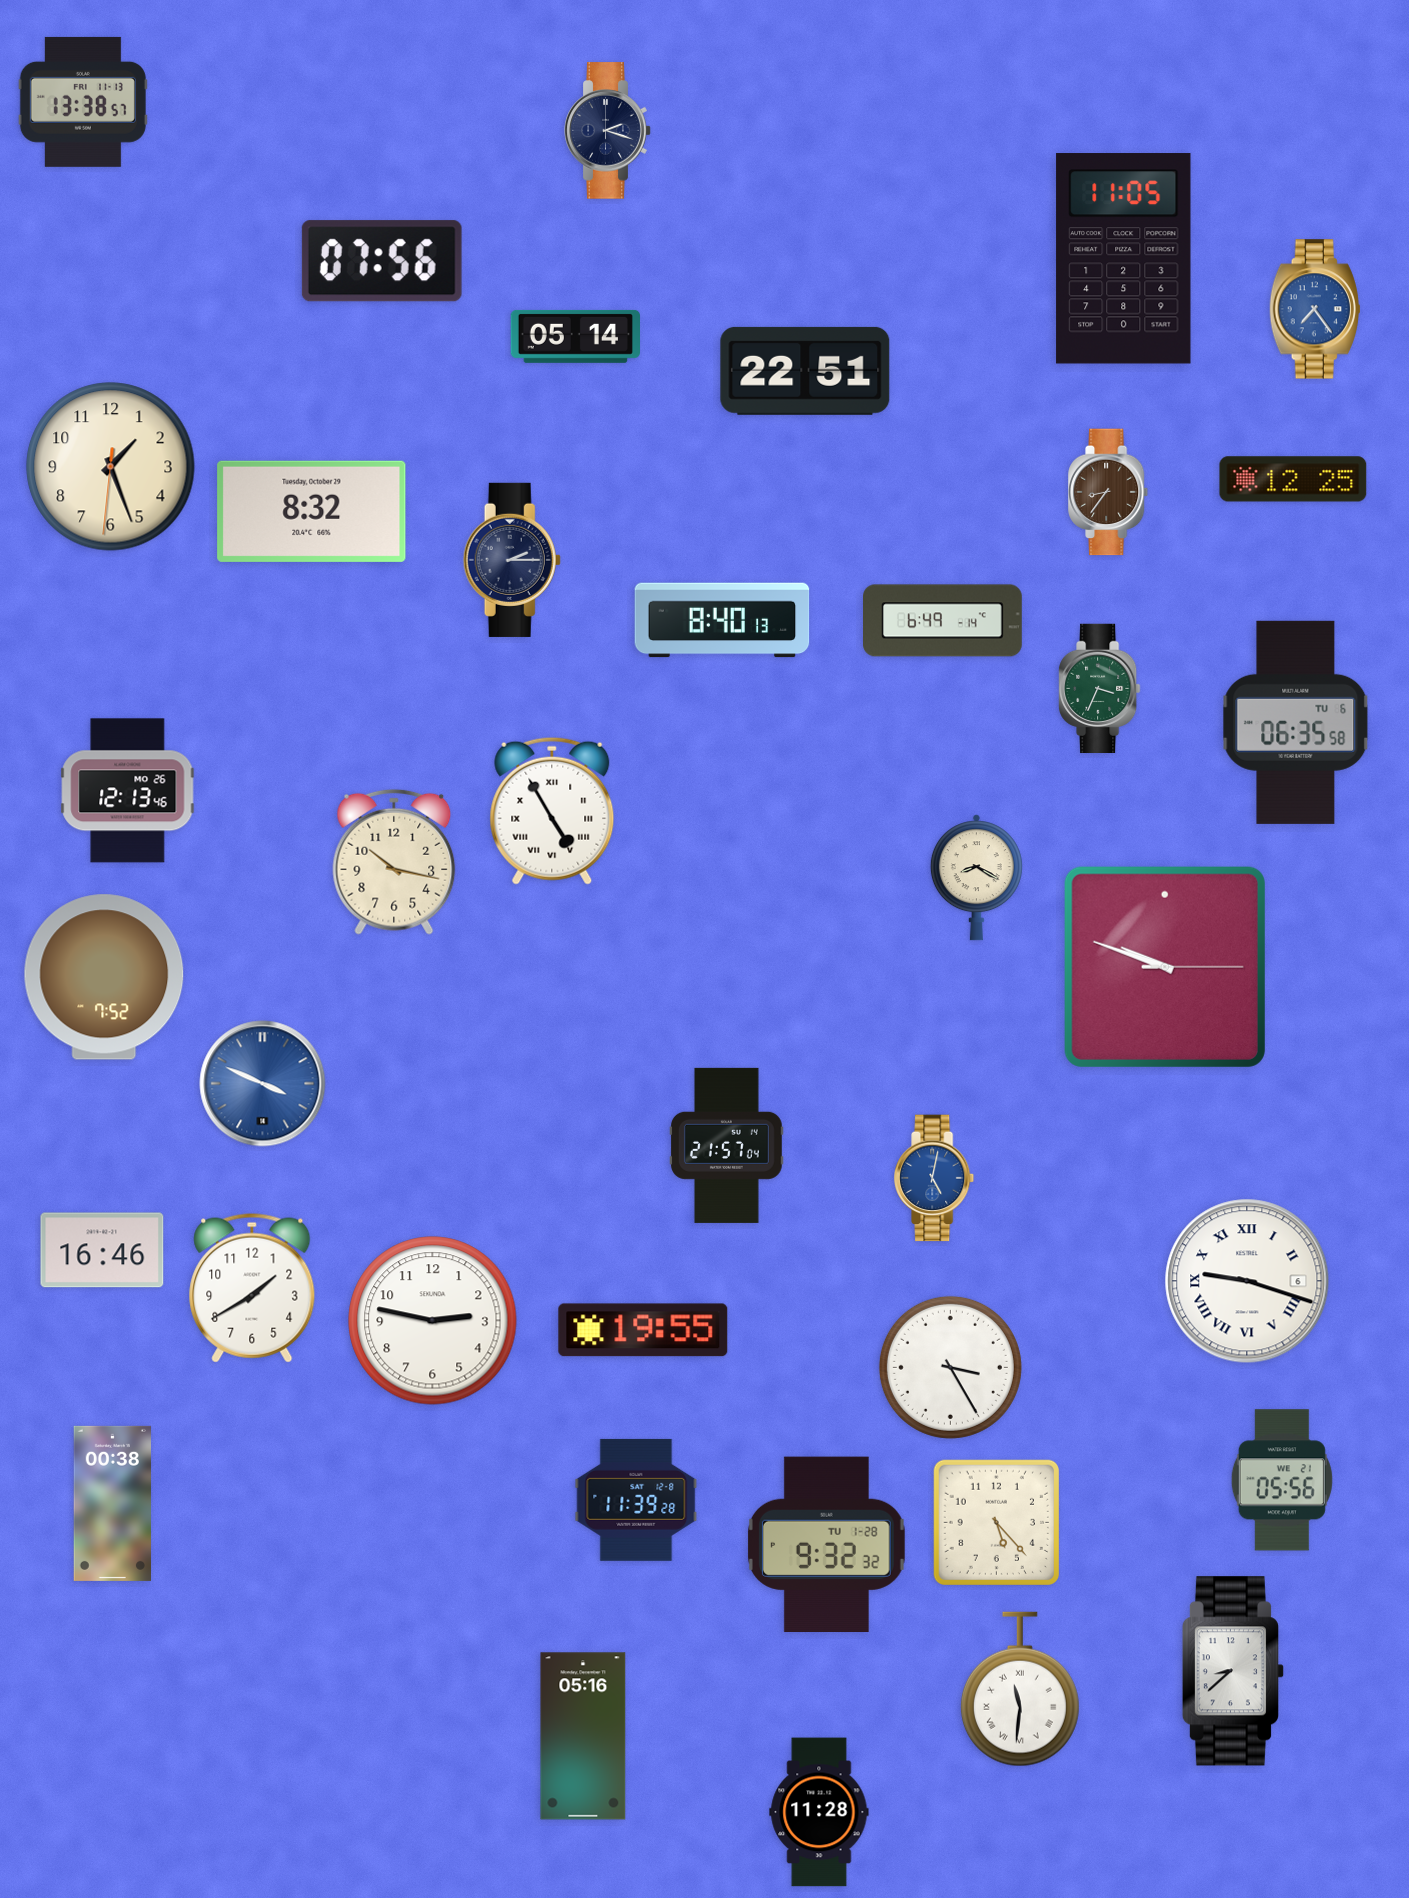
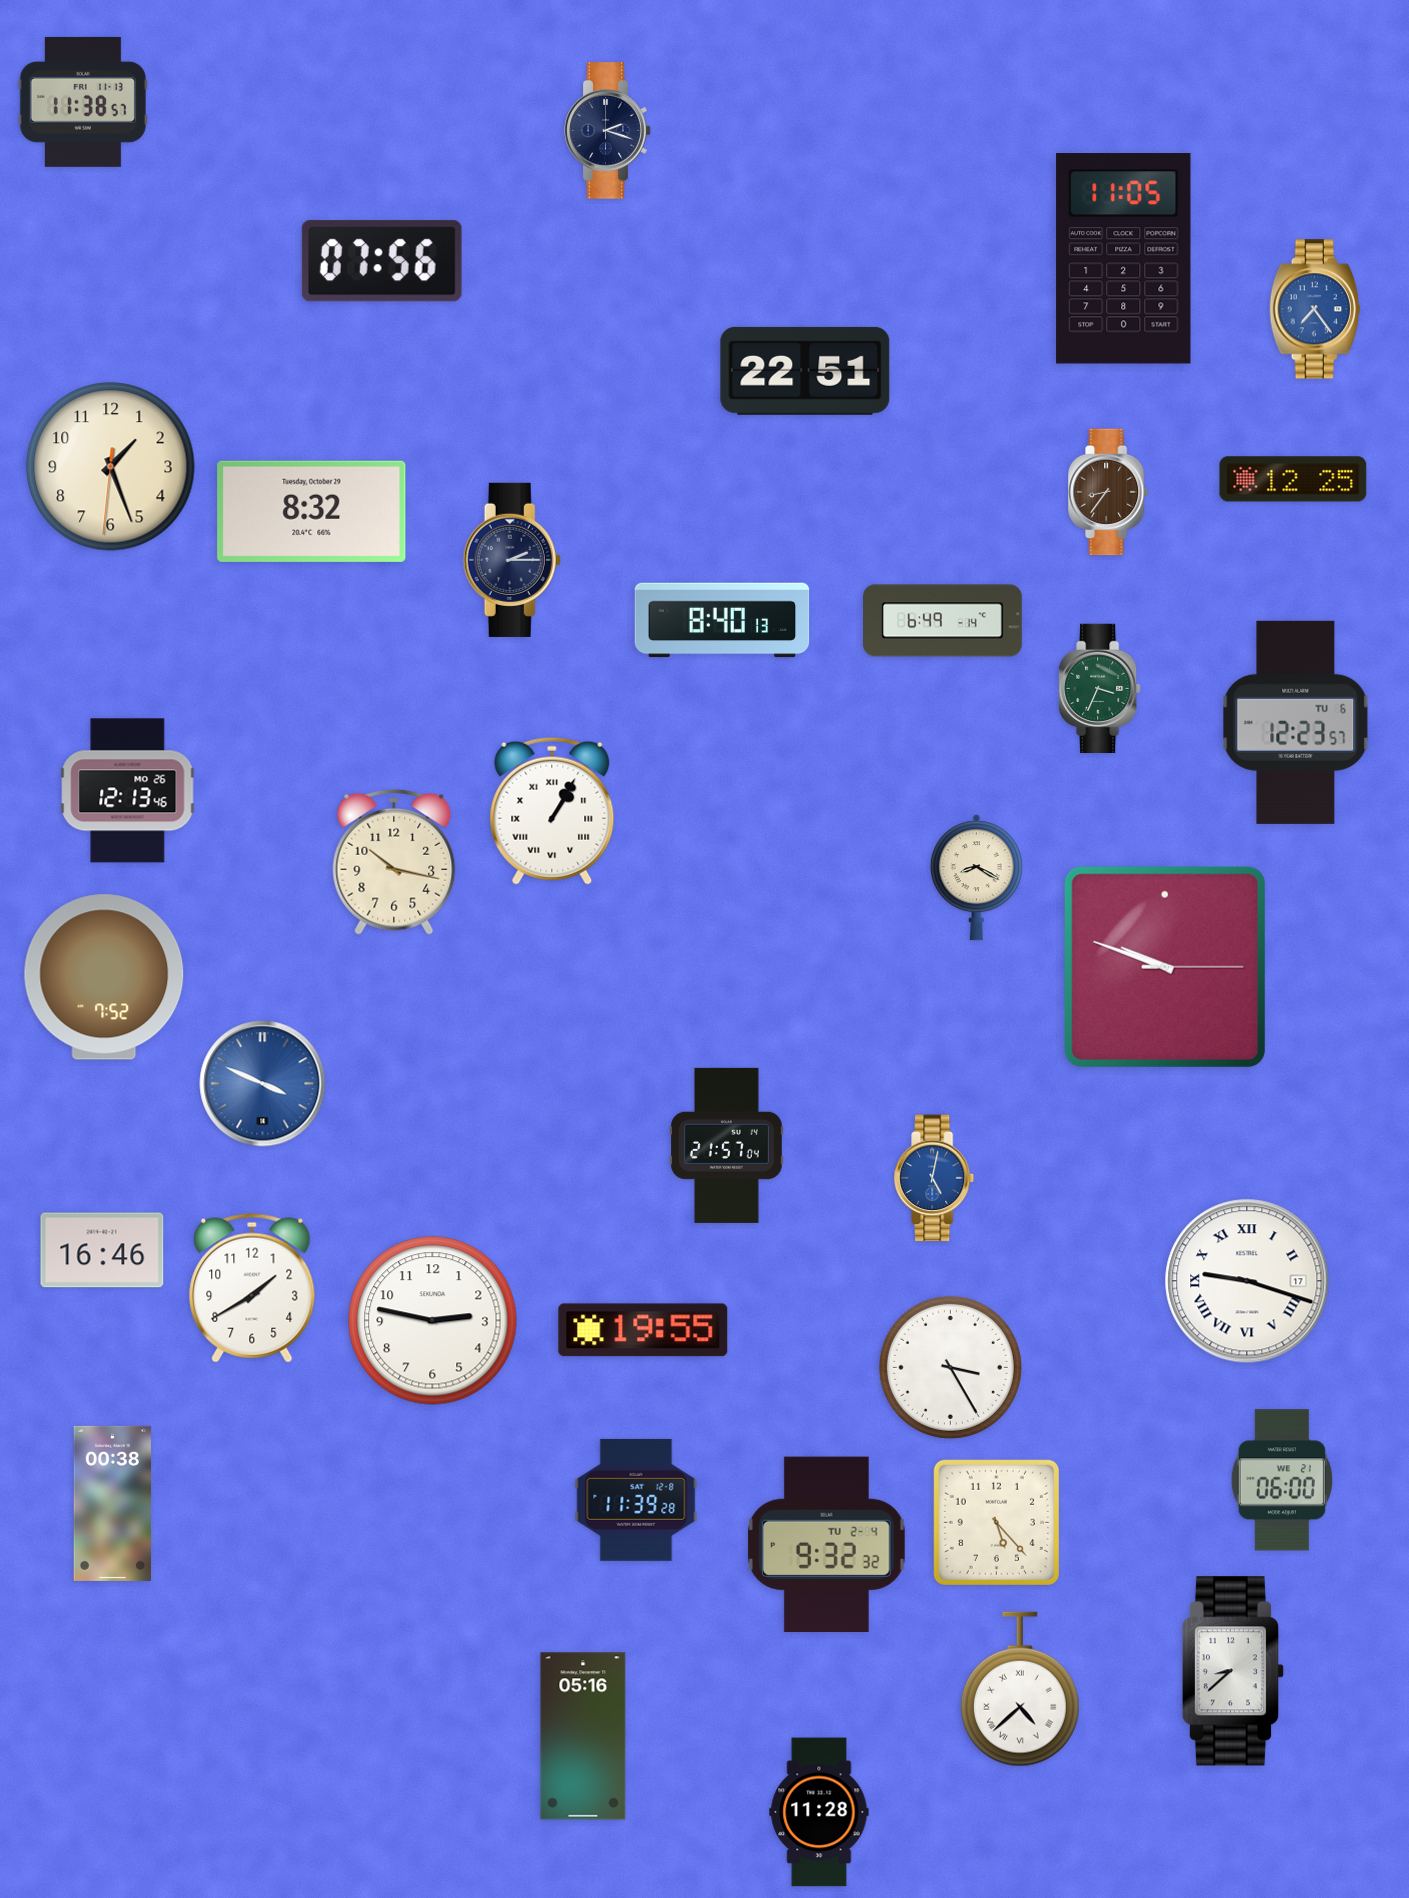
clock at (83, 102): 13:38 -> 11:38
clock at (575, 336): 05:14 -> none
clock at (1296, 722): 06:35 -> 12:23
clock at (552, 811): 4:55 -> 1:05
clock at (1247, 1281) date: 6 -> 17
clock at (1282, 1480): 05:56 -> 06:00
clock at (826, 1544) date: TU 1-28 -> TU 2-4
clock at (1020, 1689): 11:31 -> 4:38
